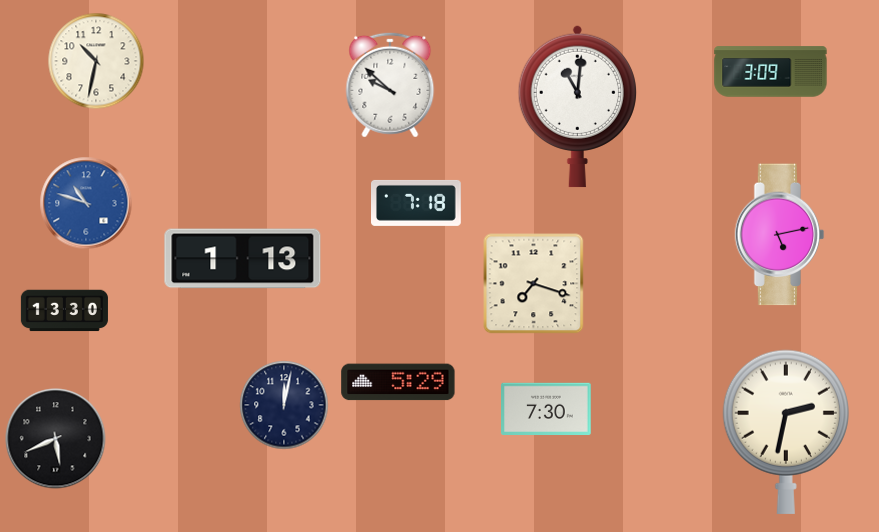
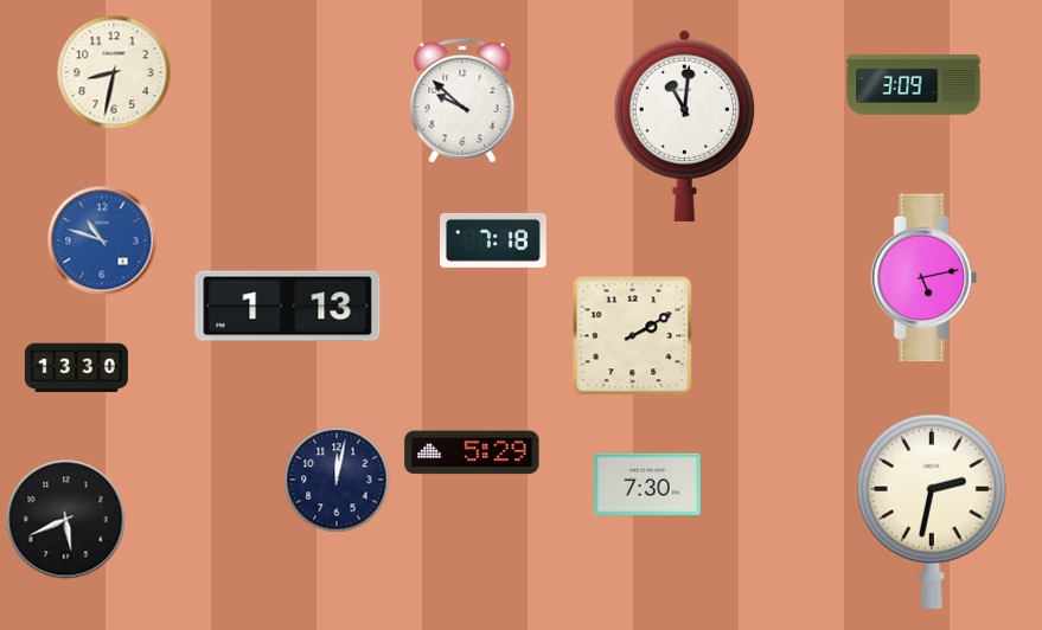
clock at (96, 61): 10:32 -> 8:32
clock at (534, 284): 7:18 -> 2:10
